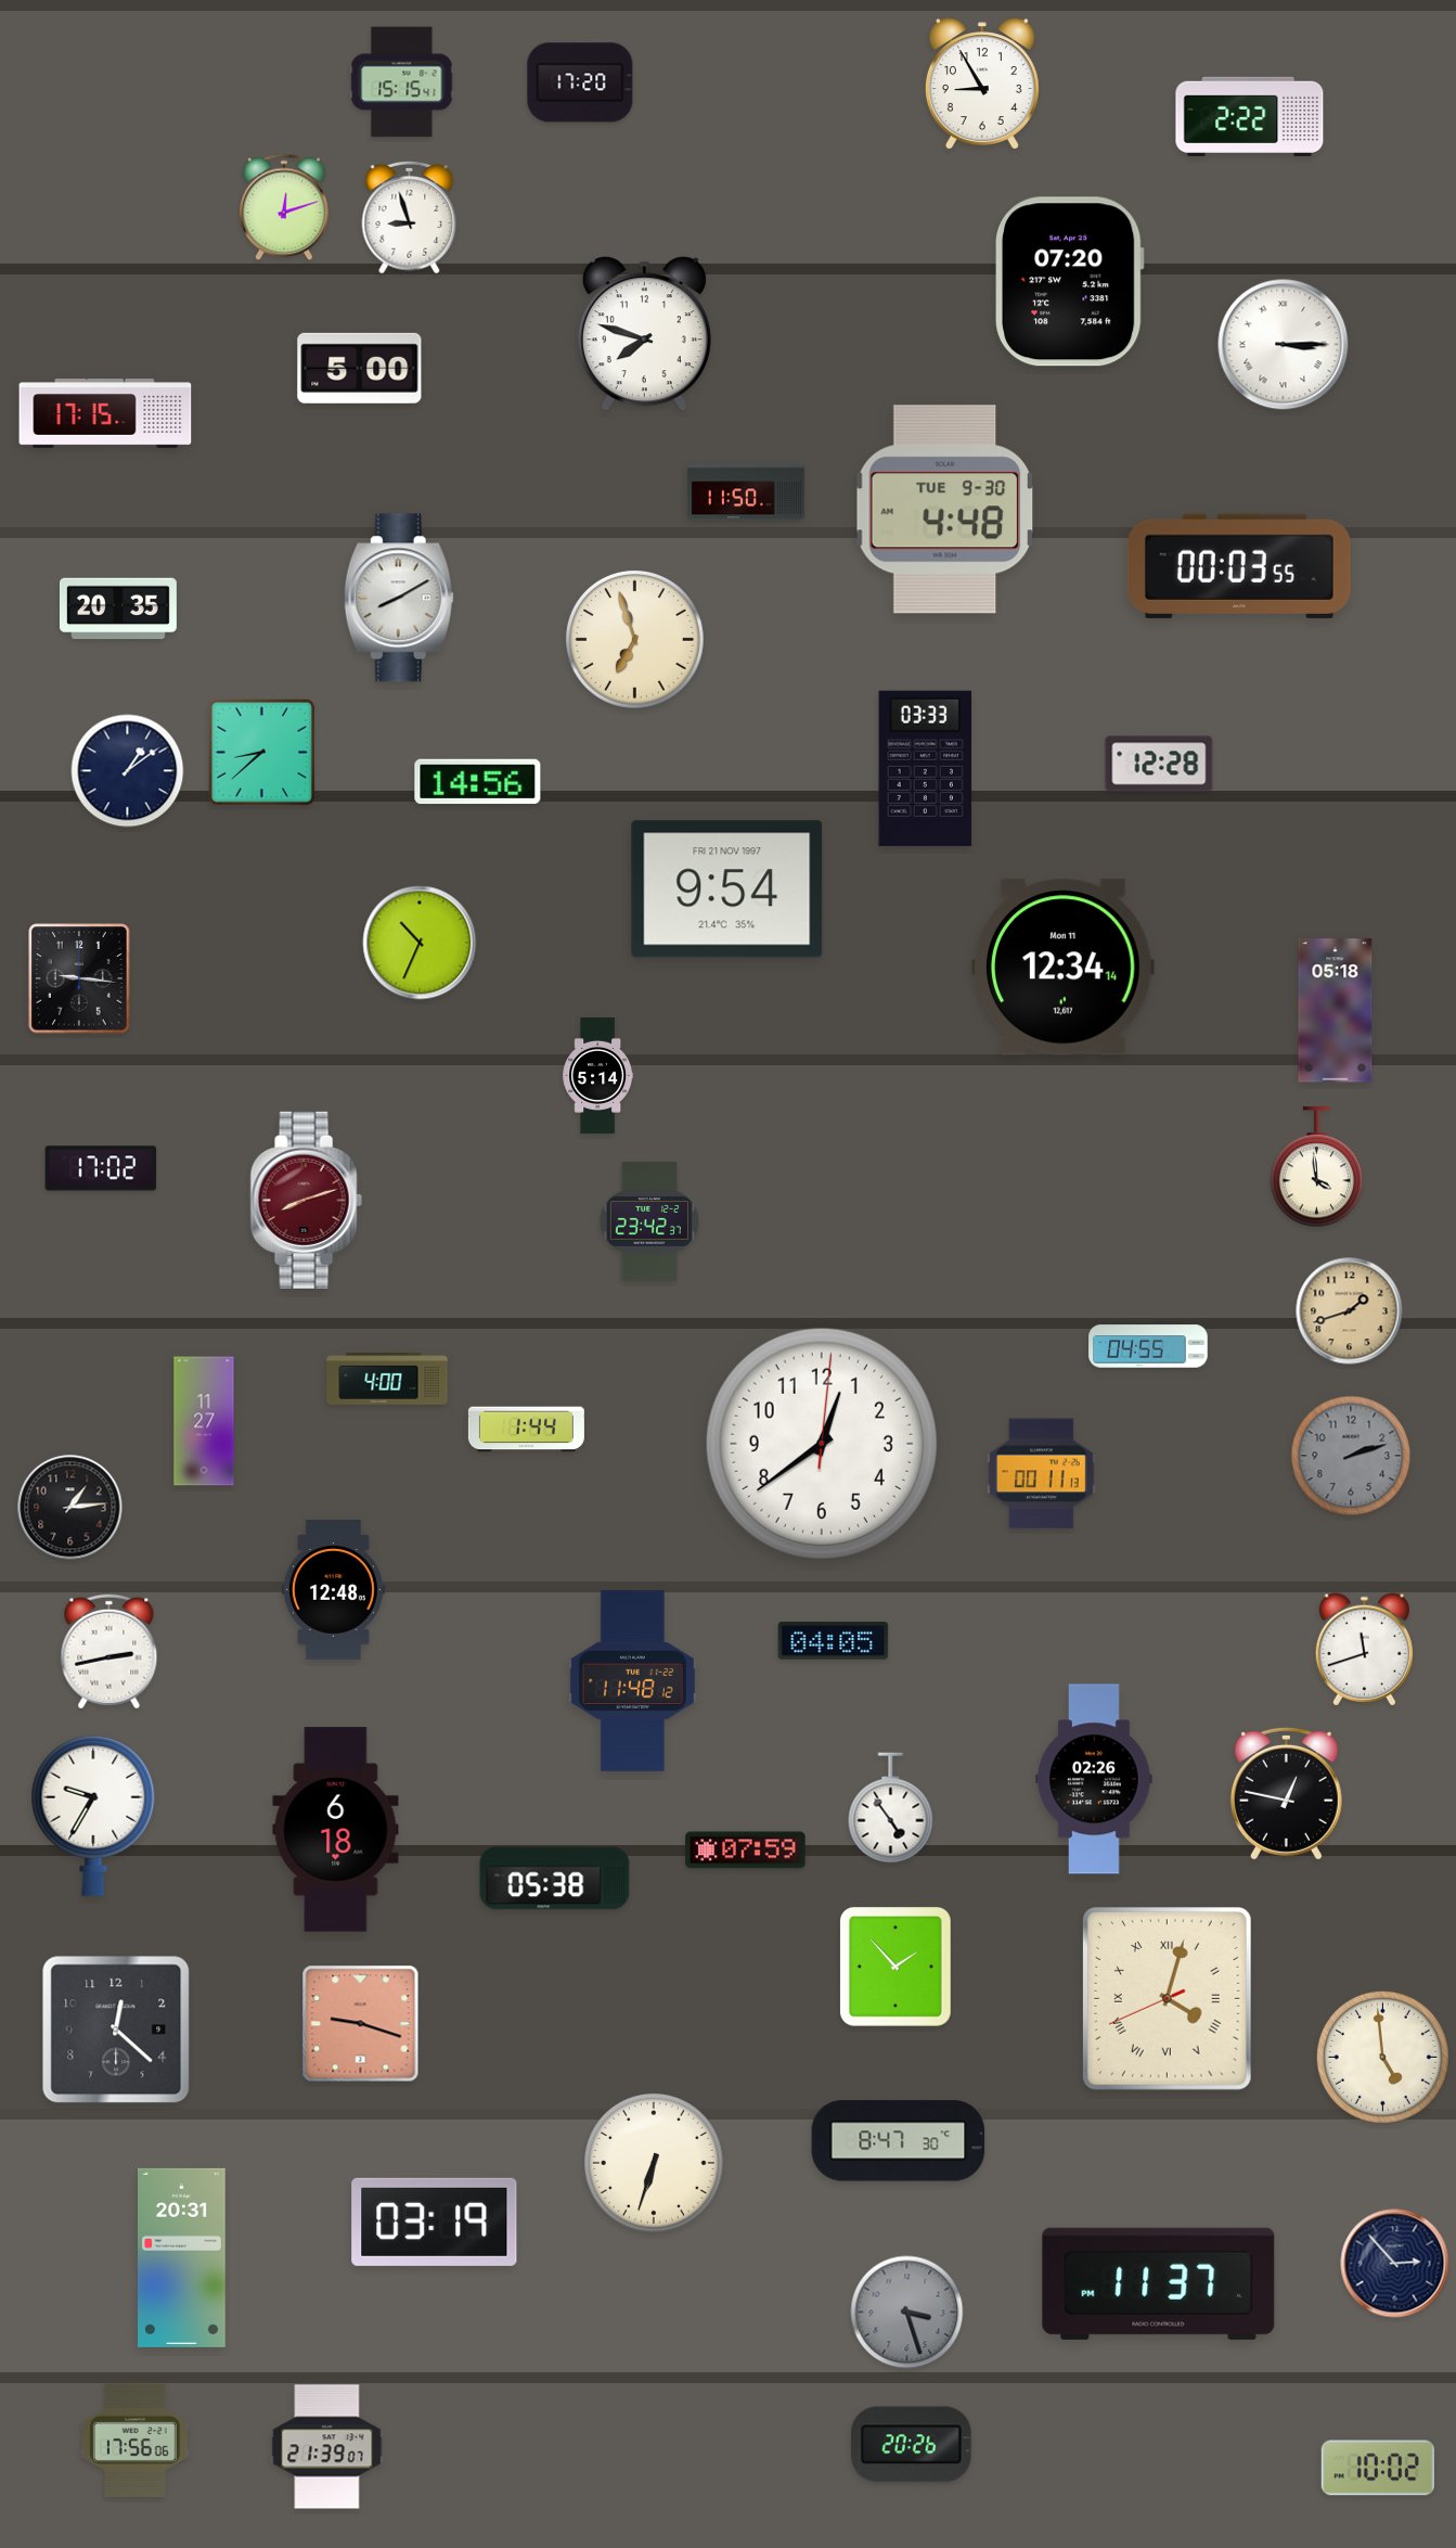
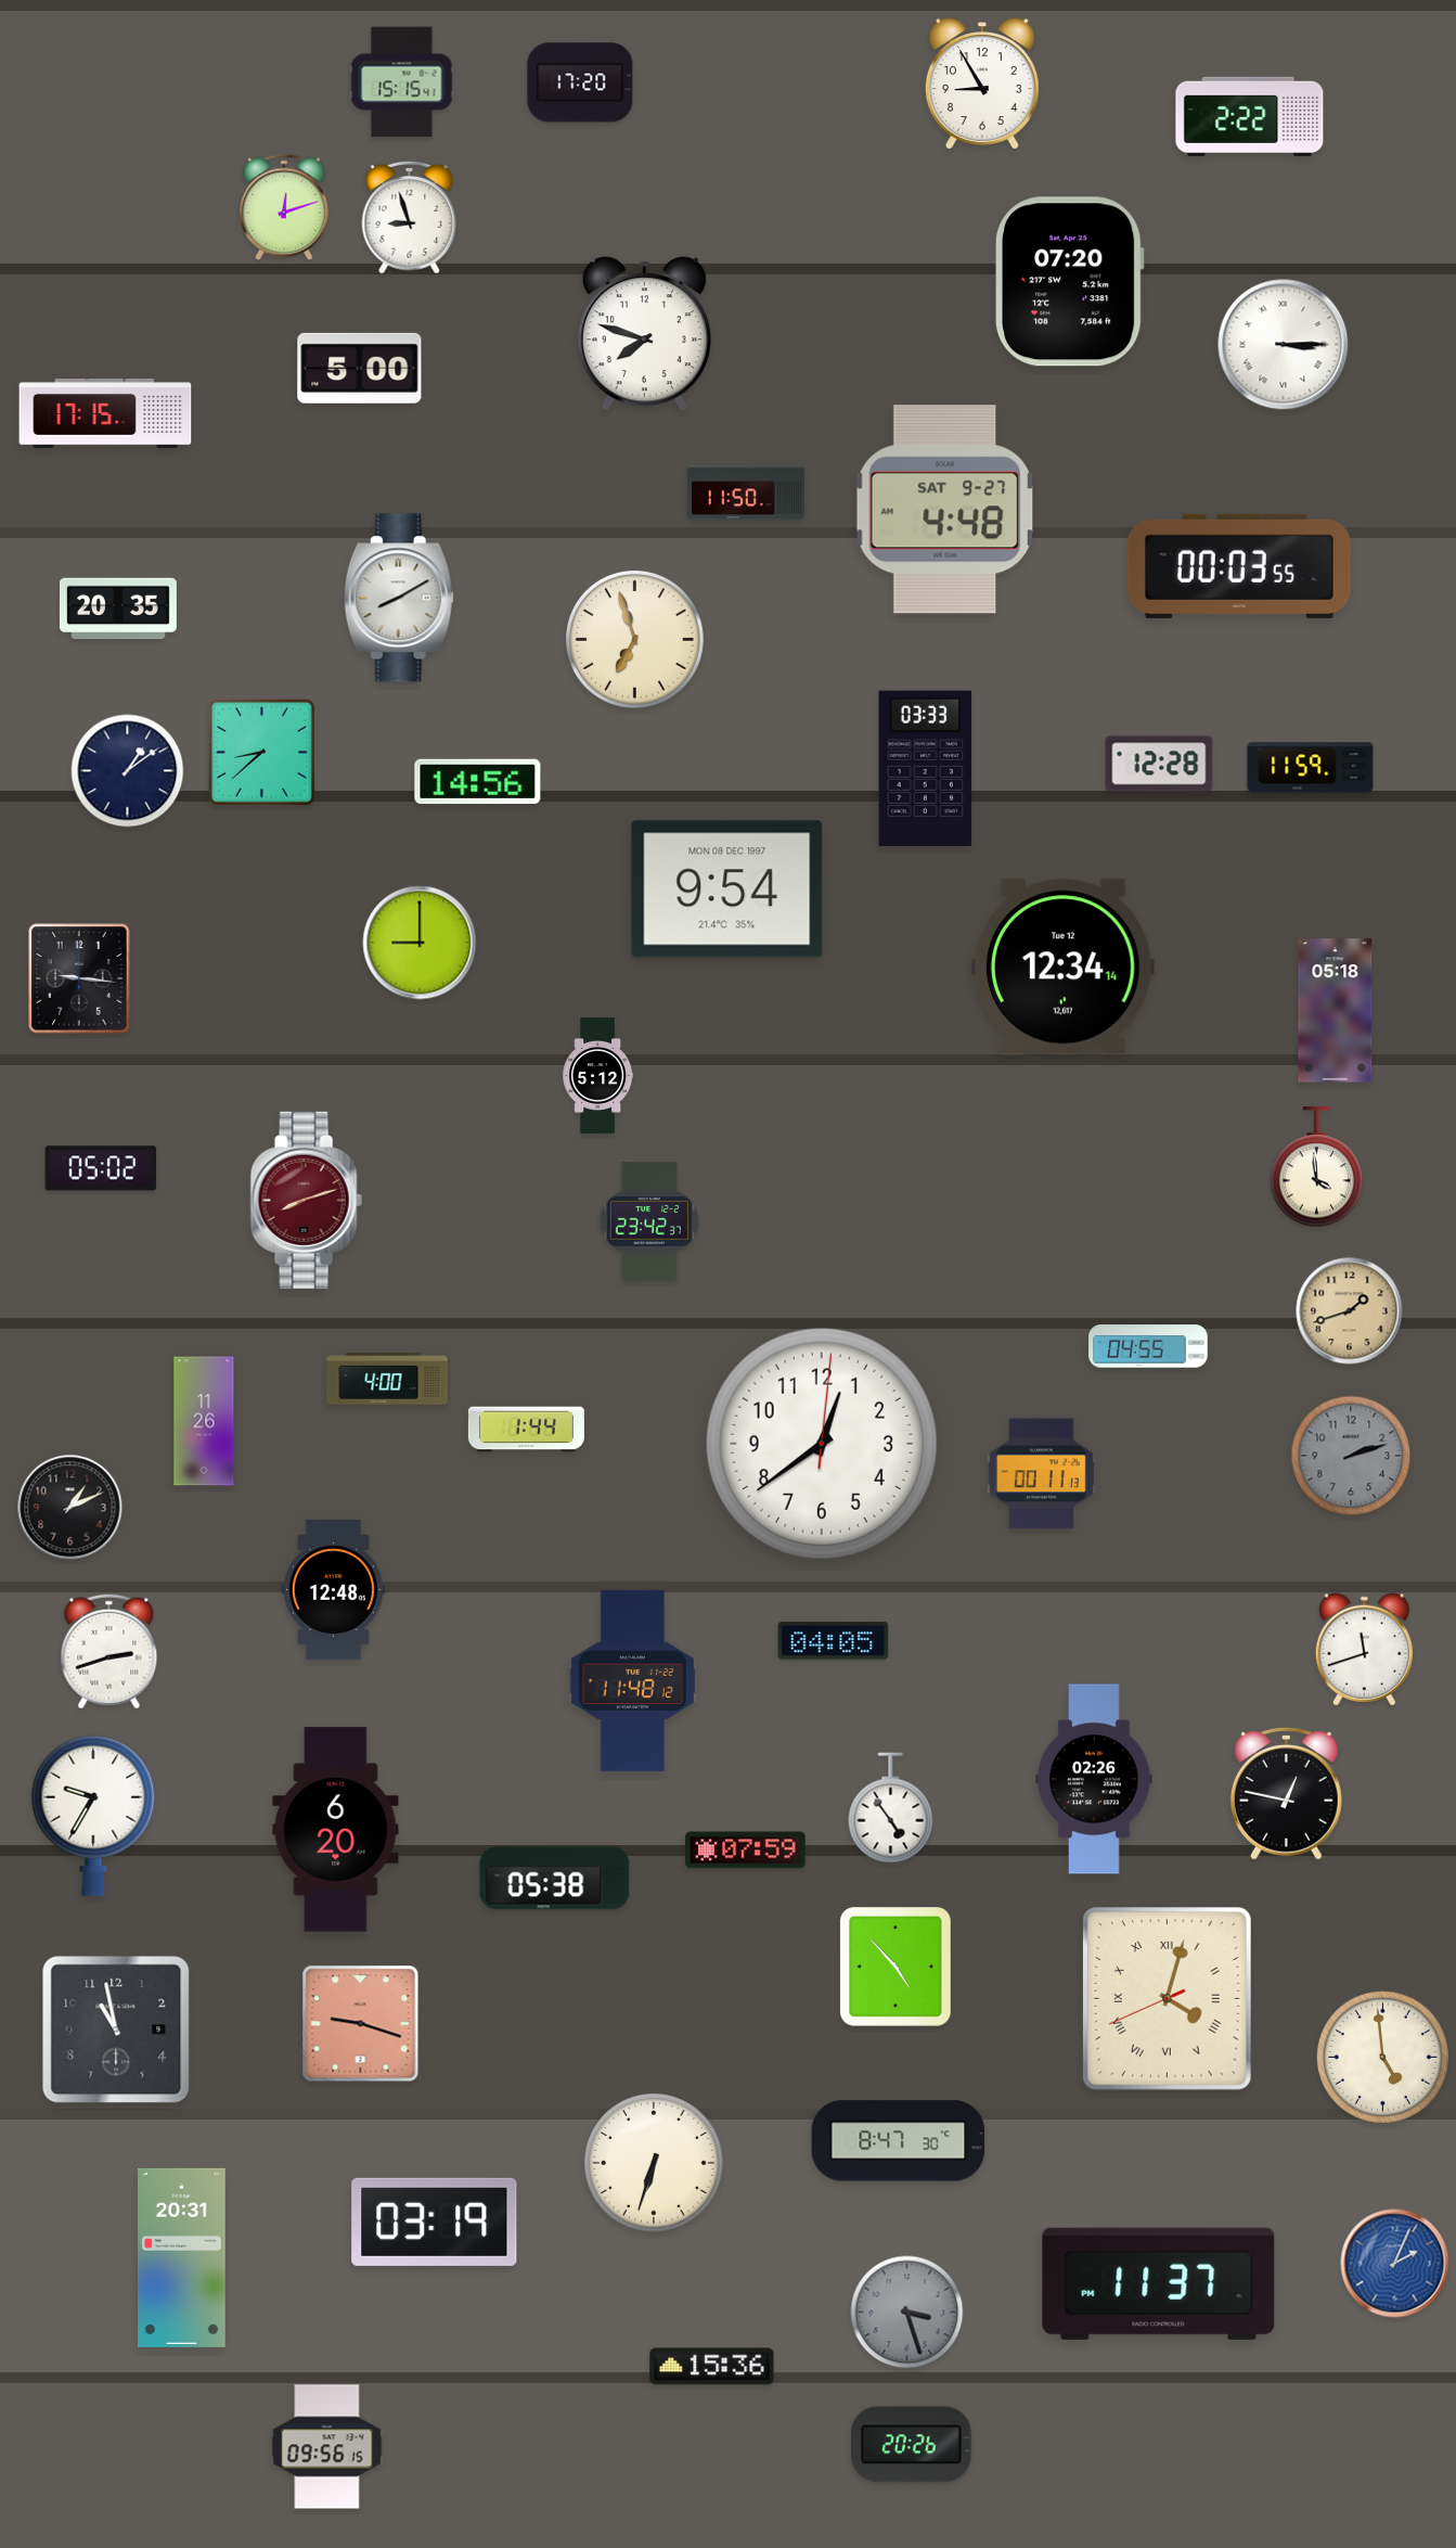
clock at (944, 510) date: TUE 9-30 -> SAT 9-27
clock at (1311, 768): none -> 11:59
clock at (727, 889) date: FRI 21 NOV 1997 -> MON 08 DEC 1997
clock at (420, 943): 10:34 -> 9:00
clock at (1064, 968) date: Mon 11 -> Tue 12
clock at (598, 1075): 5:14 -> 5:12
clock at (101, 1168): 17:02 -> 05:02
clock at (204, 1421): 11:27 -> 11:26
clock at (70, 1508): 1:14 -> 1:11
clock at (109, 1652): 2:43 -> 2:42
clock at (336, 1830): 6:18 -> 6:20
clock at (897, 1968): 1:53 -> 4:53
clock at (116, 2030): 12:22 -> 10:58
clock at (1395, 2264): 2:53 -> 2:04
clock at (1395, 2264) dial: navy -> blue
clock at (712, 2367): none -> 15:36
clock at (136, 2440): 17:56 -> none
clock at (327, 2447): 21:39 -> 09:56
clock at (1377, 2468): 10:02 -> none
